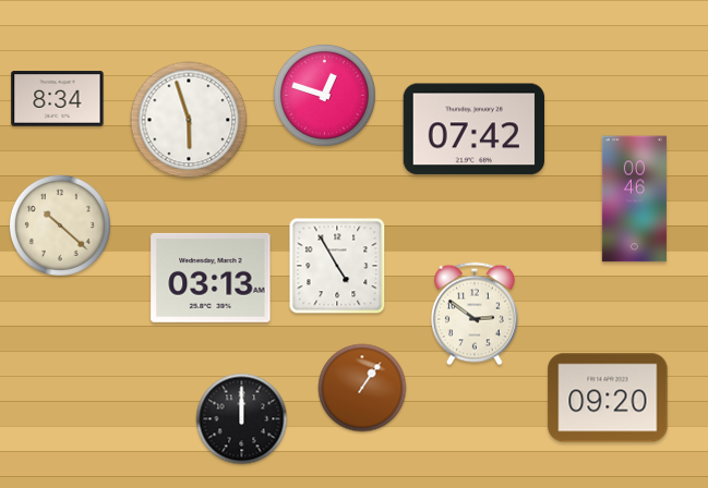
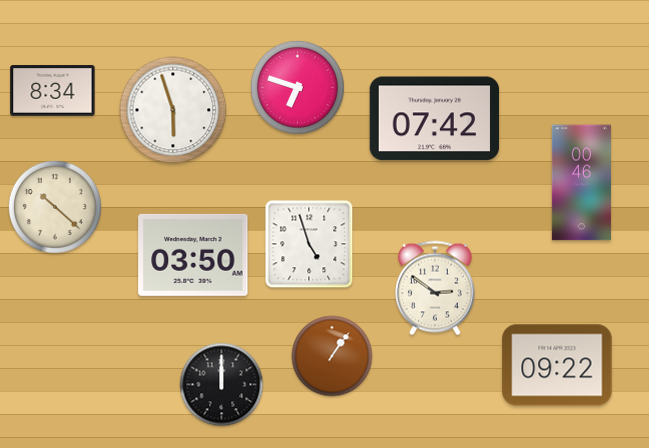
clock at (324, 95): 12:48 -> 6:48
clock at (337, 266): 4:55 -> 4:57
clock at (211, 278): 03:13 -> 03:50
clock at (608, 398): 09:20 -> 09:22
